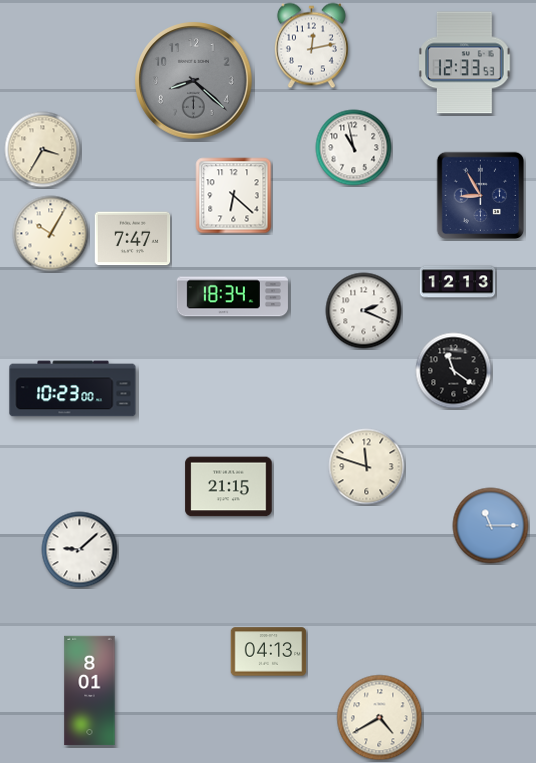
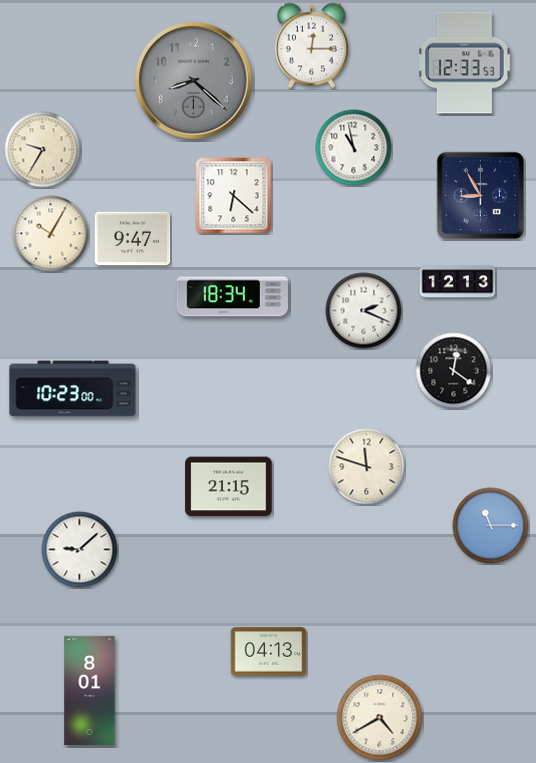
clock at (311, 46): 12:13 -> 12:15
clock at (43, 150): 3:35 -> 9:35
clock at (133, 239): 7:47 -> 9:47
clock at (454, 371): 11:21 -> 12:21
